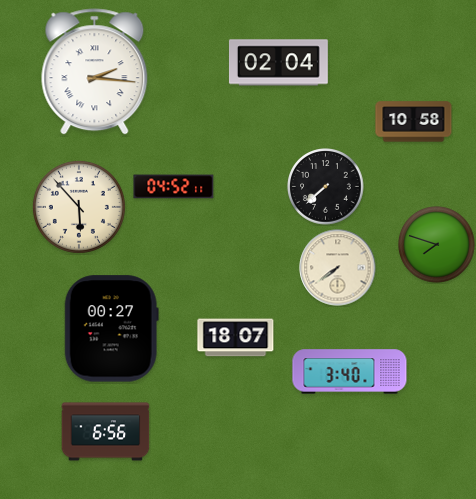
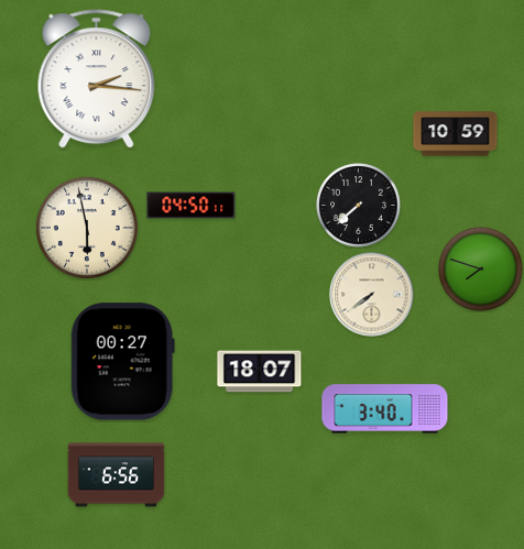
clock at (278, 63): 02:04 -> none
clock at (95, 72) position: (95, 72) -> (97, 79)
clock at (414, 122): 10:58 -> 10:59
clock at (174, 187): 04:52 -> 04:50
clock at (79, 207): 5:53 -> 5:58
